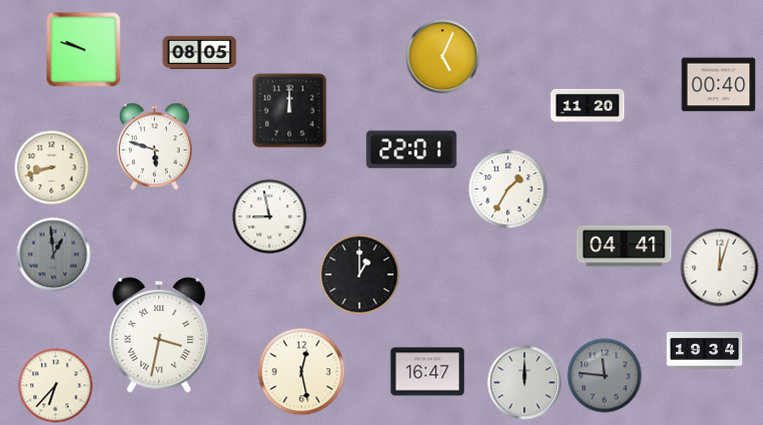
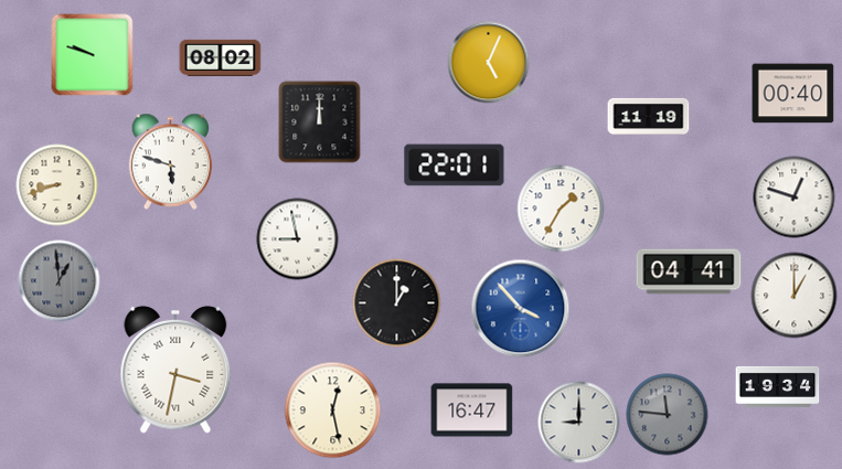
clock at (200, 52): 08:05 -> 08:02
clock at (588, 105): 11:20 -> 11:19
clock at (795, 198): none -> 12:48
clock at (720, 268): 12:03 -> 1:00
clock at (521, 309): none -> 3:53
clock at (525, 383): 12:00 -> 9:00
clock at (56, 386): 6:37 -> none
